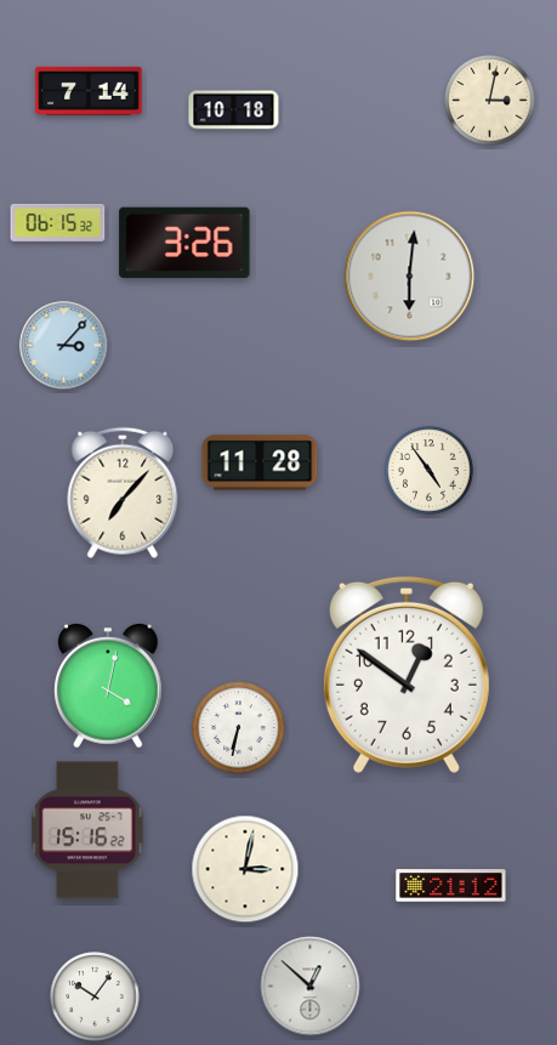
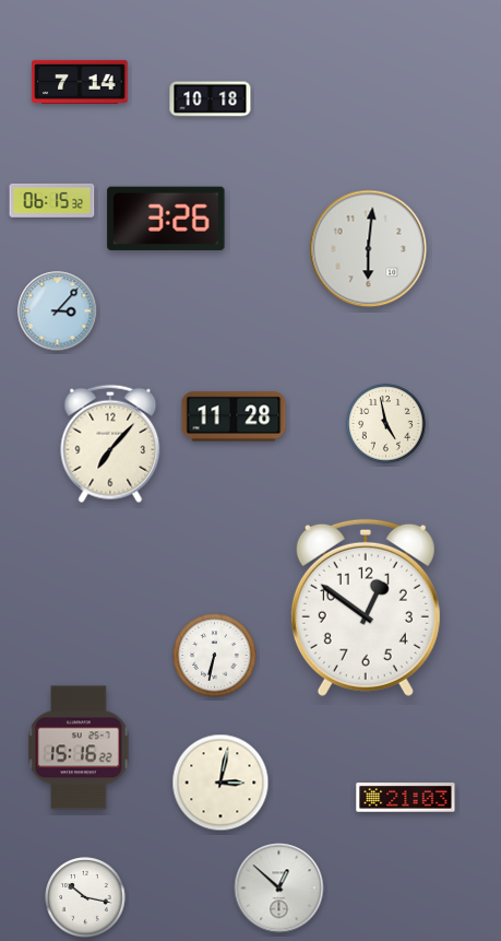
clock at (490, 101): 3:02 -> none
clock at (430, 471): 4:54 -> 4:58
clock at (109, 686): 4:02 -> none
clock at (451, 886): 21:12 -> 21:03
clock at (95, 996): 10:06 -> 10:17
